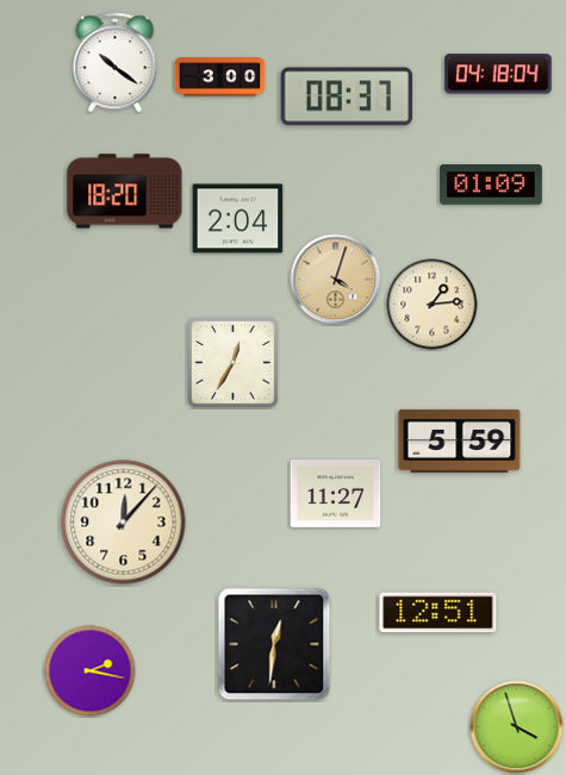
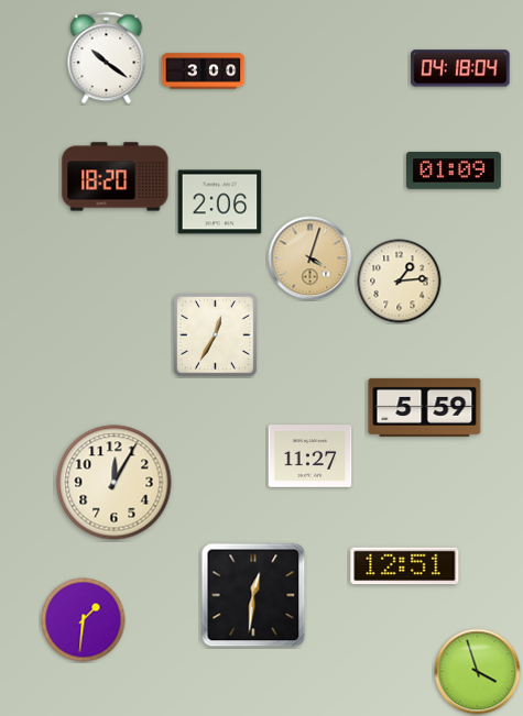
clock at (347, 96): 08:37 -> none
clock at (238, 219): 2:04 -> 2:06
clock at (124, 523): 12:07 -> 12:05
clock at (91, 671): 2:17 -> 1:31
